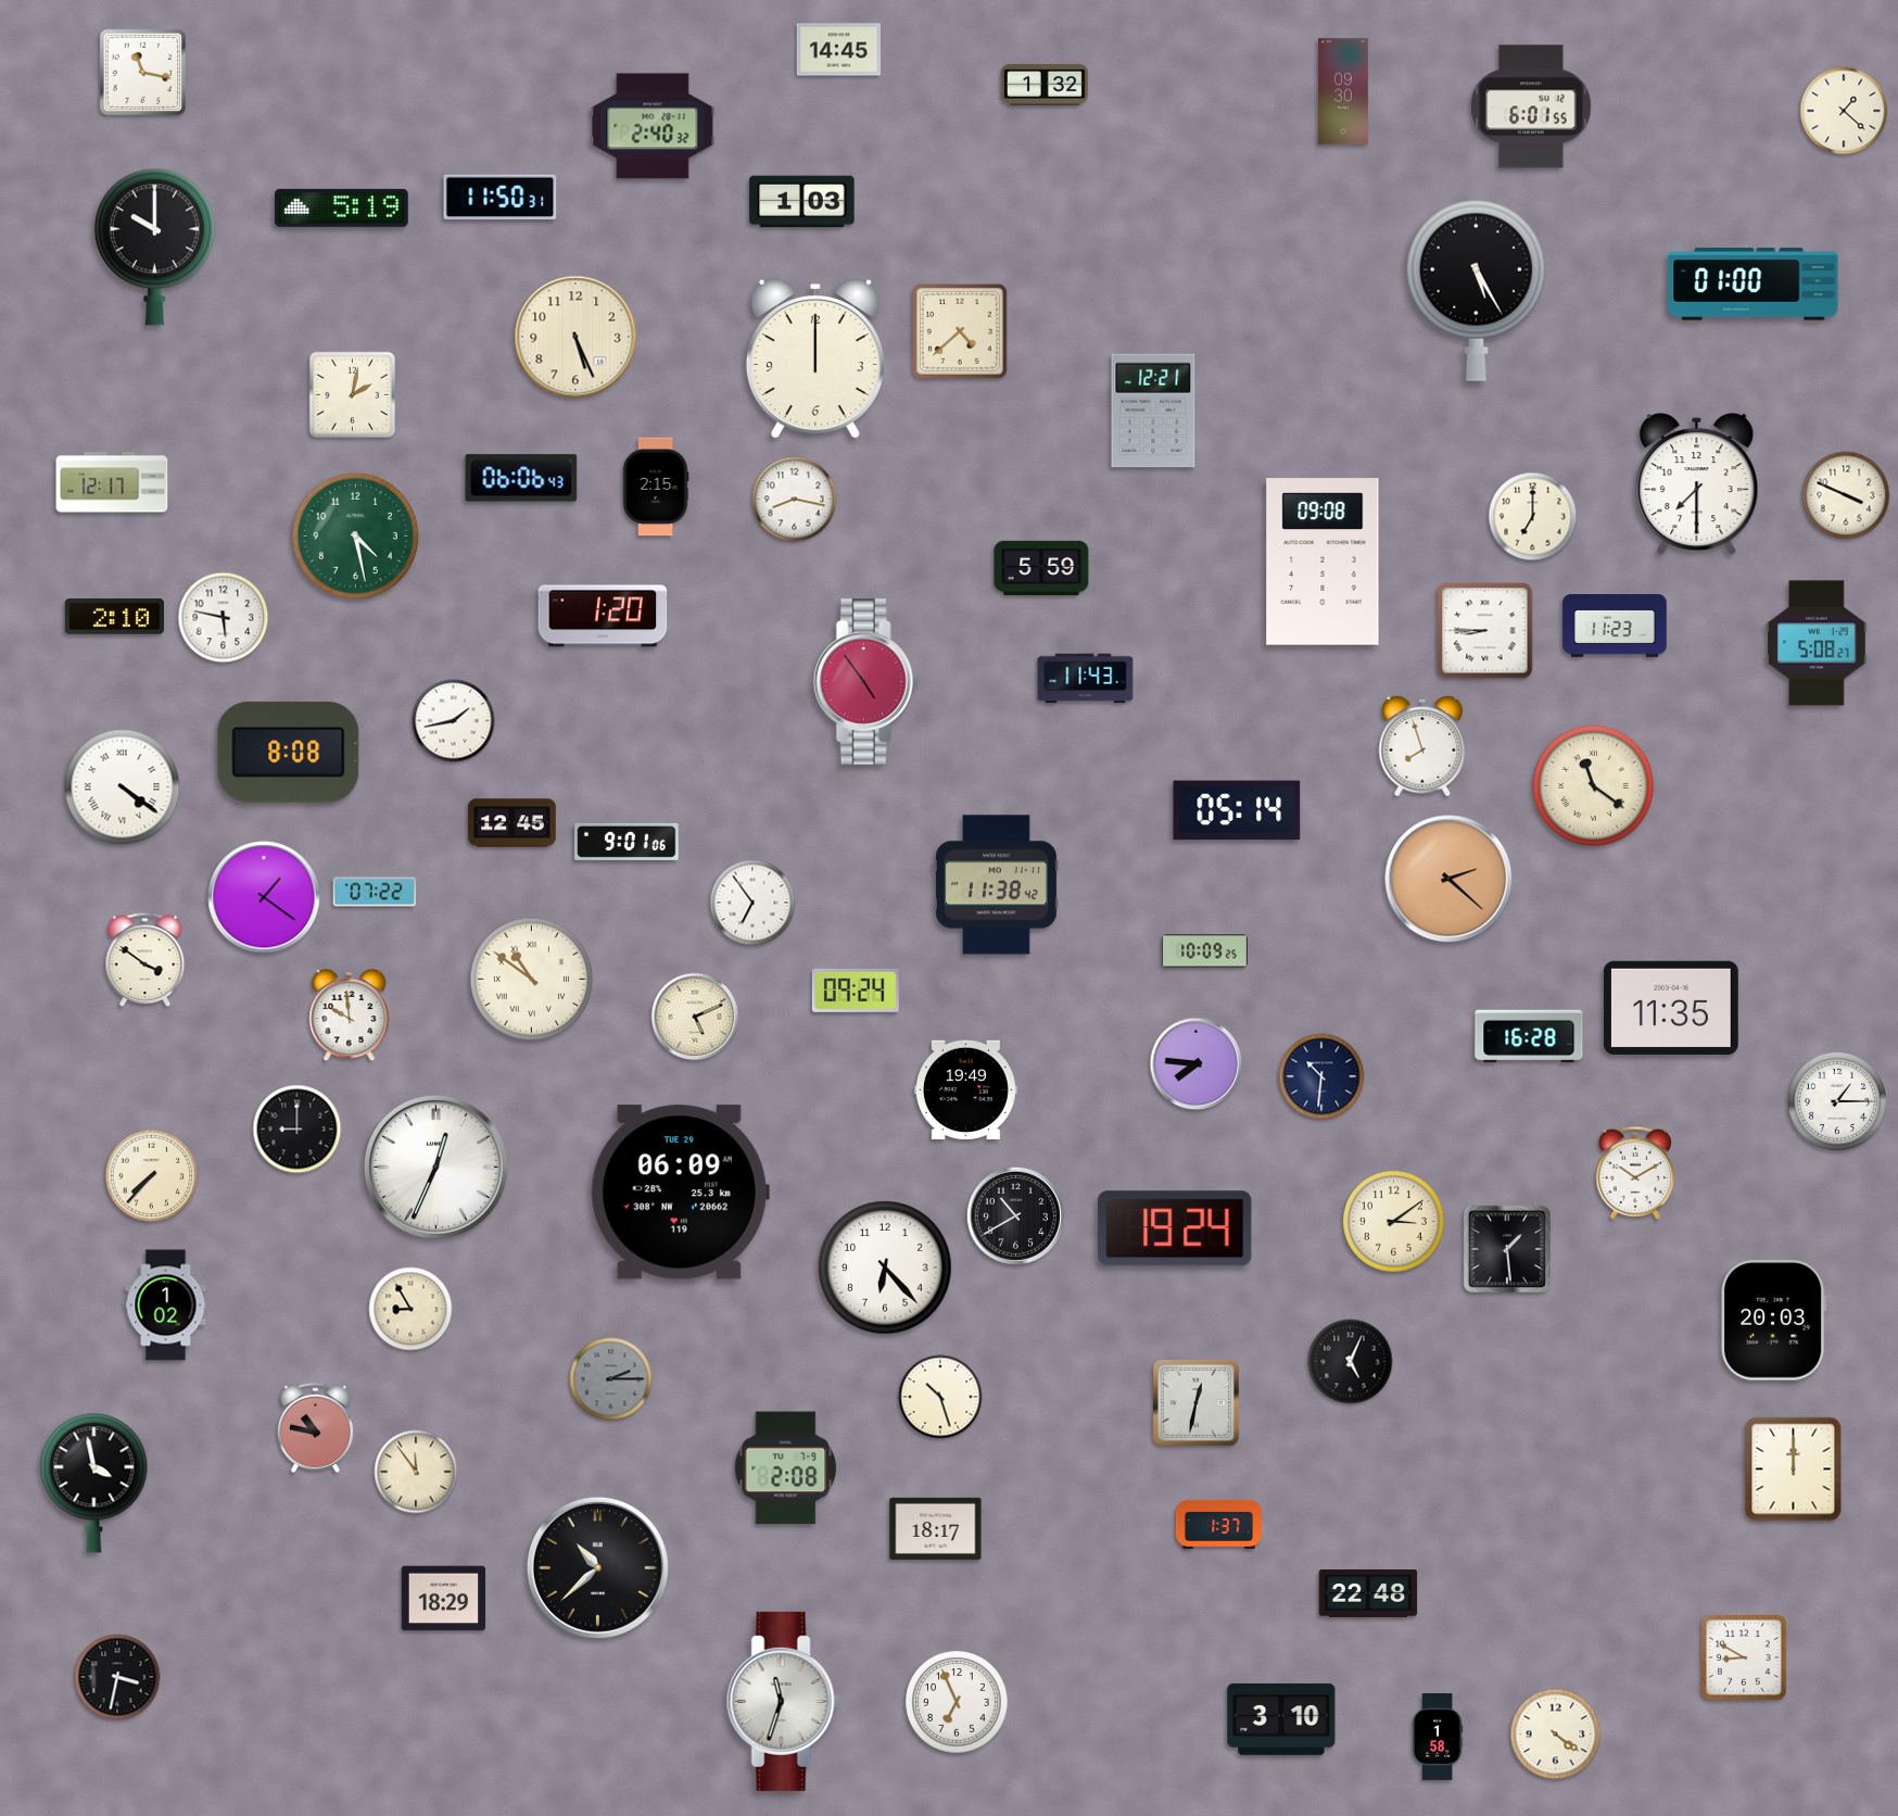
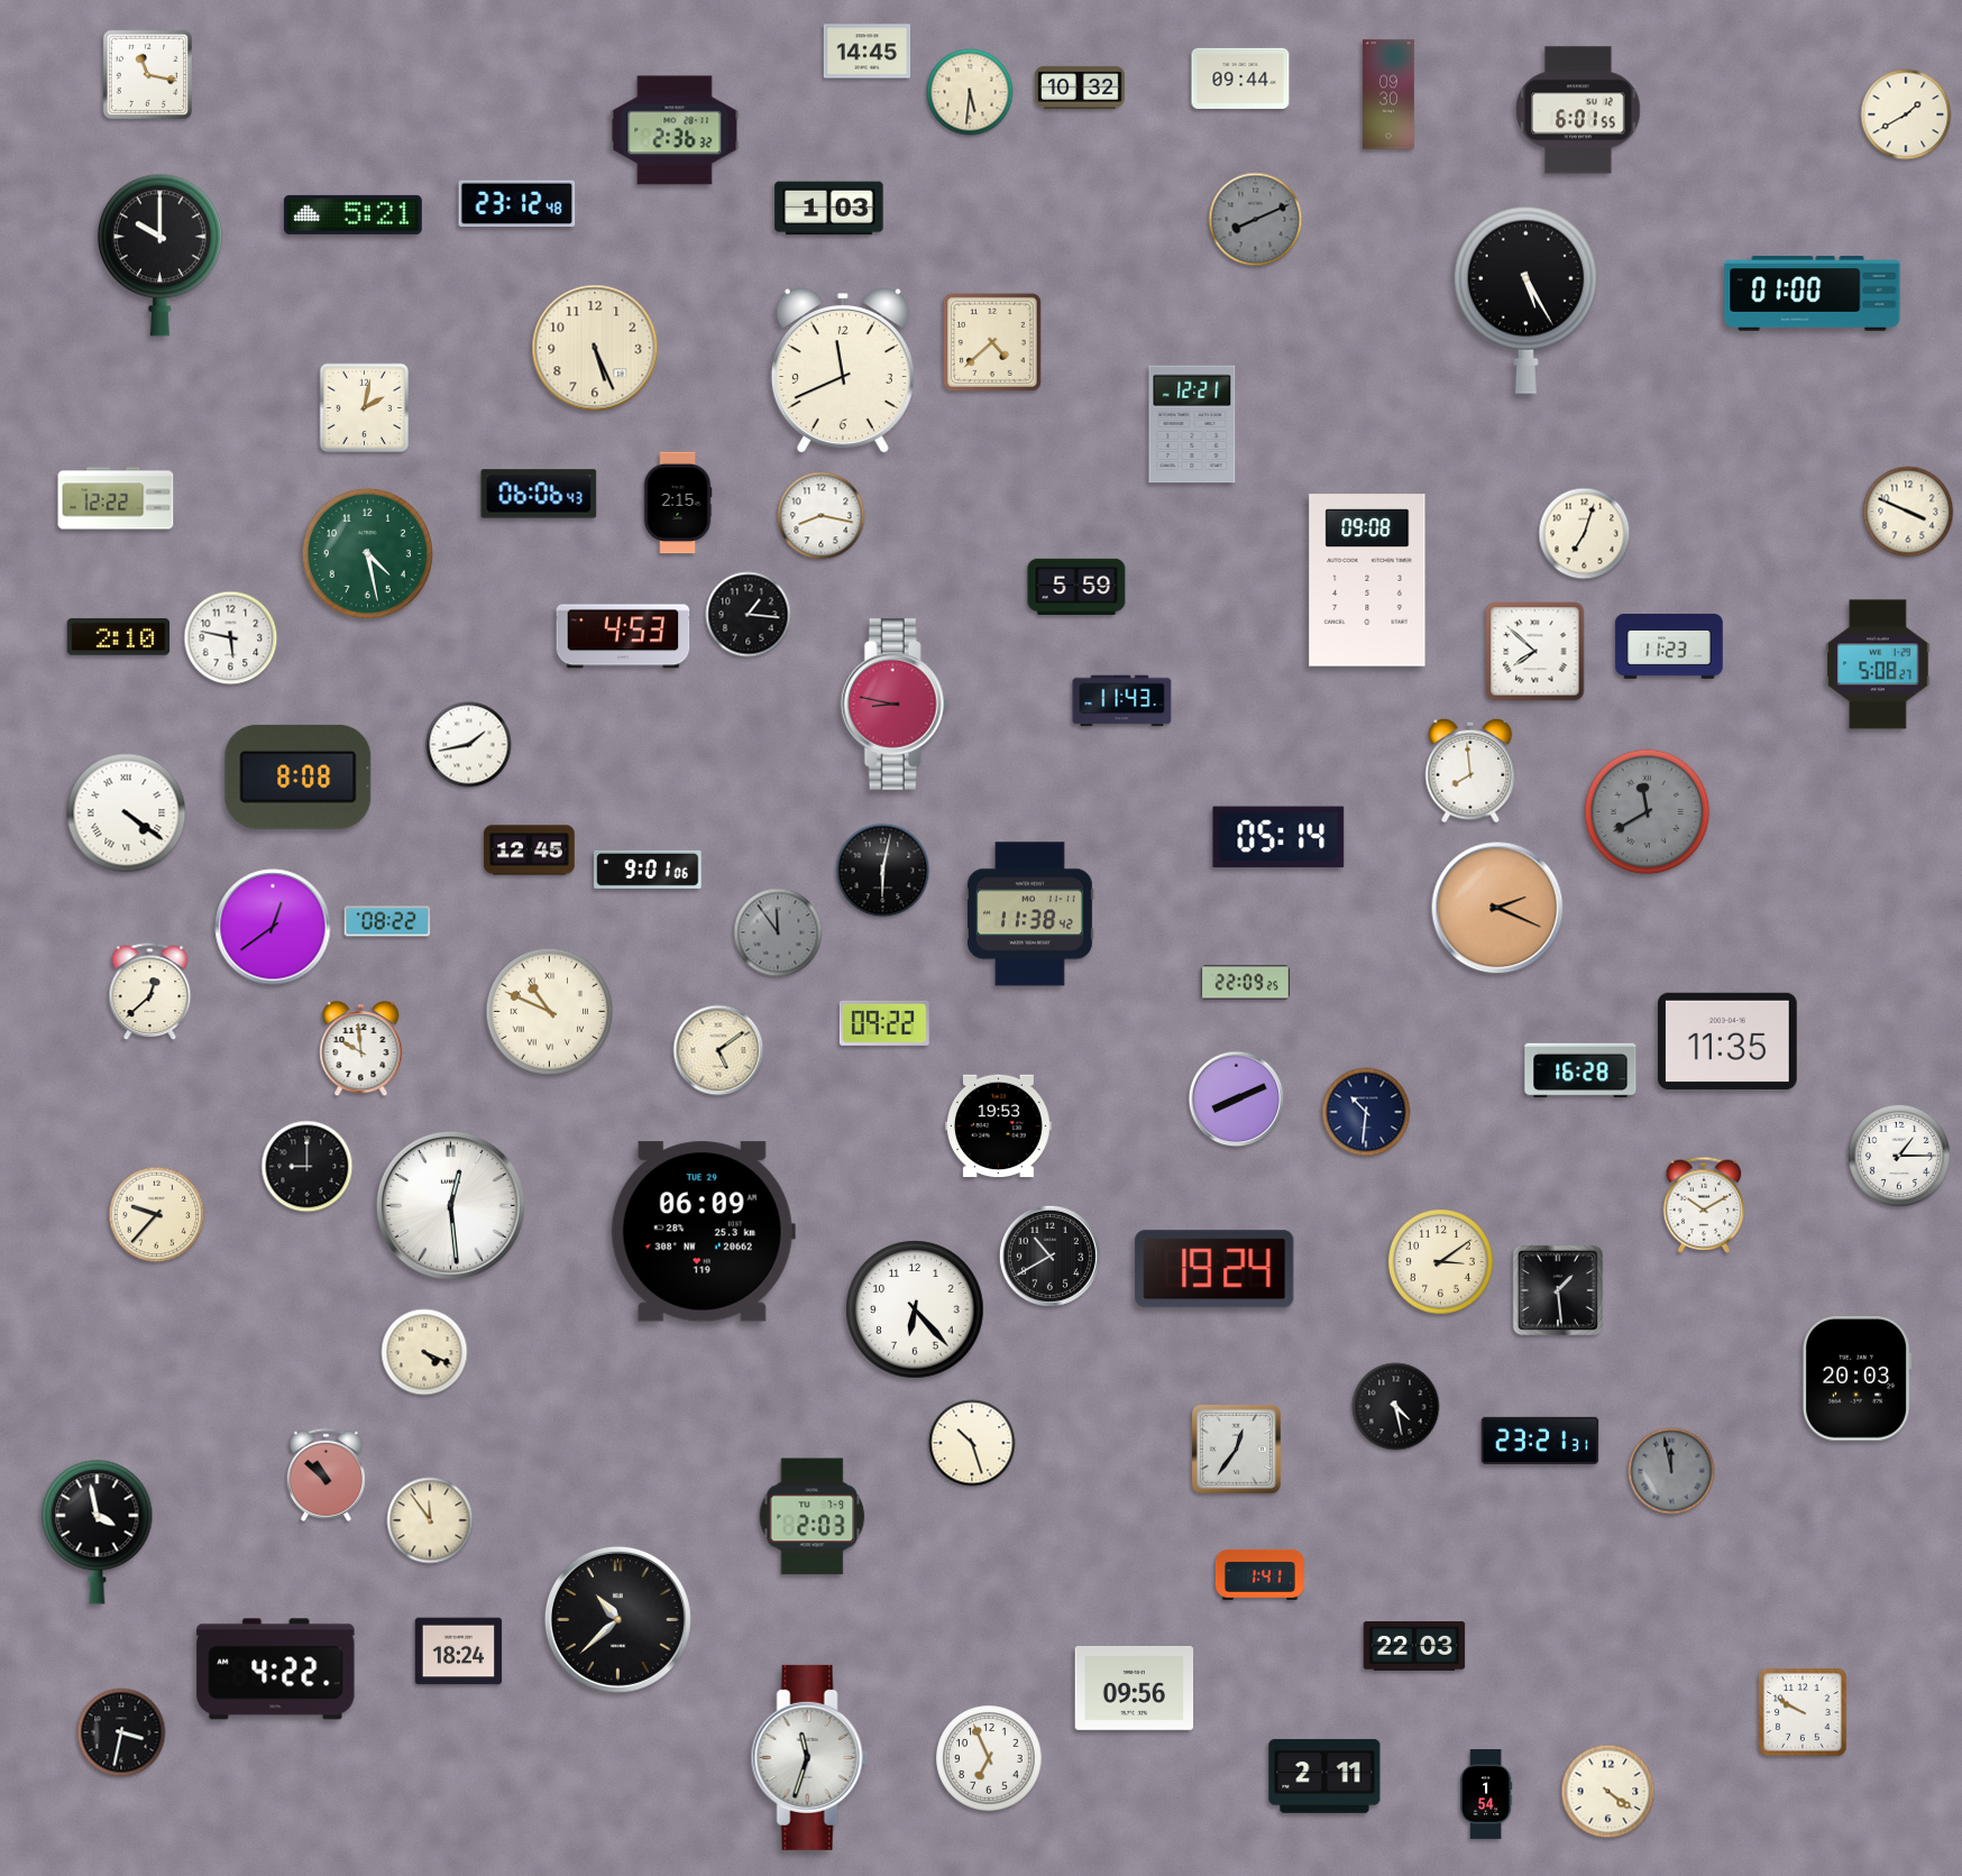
clock at (1240, 79): none -> 09:44
clock at (1045, 85): 1:32 -> 10:32
clock at (970, 92): none -> 5:31
clock at (1531, 106) position: (1531, 106) -> (1578, 110)
clock at (1844, 111): 1:22 -> 1:40
clock at (653, 126): 2:40 -> 2:36
clock at (501, 198): 11:50 -> 23:12
clock at (341, 207): 5:19 -> 5:21
clock at (1256, 220): none -> 8:11
clock at (815, 358): 12:00 -> 11:41
clock at (112, 482): 12:17 -> 12:22
clock at (1697, 484): 7:30 -> none
clock at (1533, 517): 7:00 -> 7:03
clock at (749, 615): none -> 1:16
clock at (603, 616): 1:20 -> 4:53
clock at (1485, 631): 8:45 -> 7:52
clock at (865, 682): 4:54 -> 8:47
clock at (1422, 746): 7:57 -> 7:59
clock at (1594, 786): 11:21 -> 11:40
clock at (1594, 786) dial: cream -> grey
clock at (883, 871): none -> 6:02
clock at (1448, 879): 2:22 -> 2:19
clock at (375, 892): 07:22 -> 08:22
clock at (264, 897): 1:21 -> 12:39
clock at (752, 903): 6:54 -> 11:54
clock at (752, 903) dial: white -> grey
clock at (1204, 951): 10:09 -> 22:09
clock at (145, 960): 3:51 -> 12:38
clock at (532, 980): 10:51 -> 10:49
clock at (856, 991): 09:24 -> 09:22
clock at (695, 1017): 5:11 -> 5:09
clock at (1197, 1064): 7:46 -> 8:11
clock at (966, 1090): 19:49 -> 19:53
clock at (1837, 1101) position: (1837, 1101) -> (1899, 1156)
clock at (435, 1166): 12:34 -> 12:29
clock at (1635, 1173) position: (1635, 1173) -> (1704, 1205)
clock at (152, 1176): 7:37 -> 9:37
clock at (166, 1306): 1:02 -> none
clock at (410, 1309): 8:55 -> 4:19
clock at (1774, 1321) position: (1774, 1321) -> (1858, 1379)
clock at (1351, 1362): 5:04 -> 4:28
clock at (611, 1379): 2:15 -> none
clock at (1540, 1441): none -> 23:21
clock at (1195, 1402): 12:32 -> 12:36
clock at (1671, 1471): none -> 11:58
clock at (315, 1427): 10:47 -> 10:52
clock at (786, 1468): 2:08 -> 2:03
clock at (1794, 1470): 12:00 -> none
clock at (1218, 1524): 1:37 -> 1:41
clock at (936, 1528): 18:17 -> none
clock at (1368, 1594): 22:48 -> 22:03
clock at (444, 1599): 18:29 -> 18:24
clock at (276, 1670): none -> 4:22
clock at (1135, 1688): none -> 09:56
clock at (1744, 1657): 8:50 -> 9:50
clock at (1281, 1719): 3:10 -> 2:11
clock at (1439, 1738): 1:58 -> 1:54
